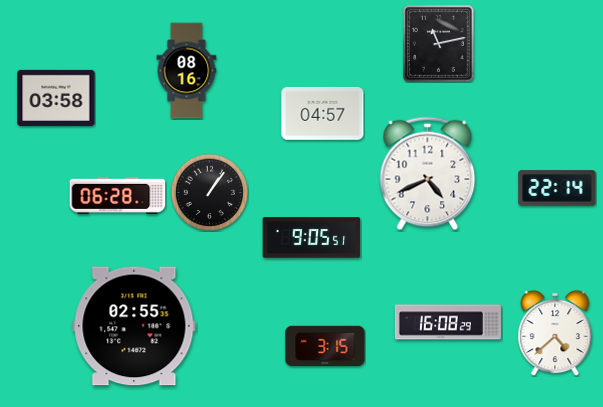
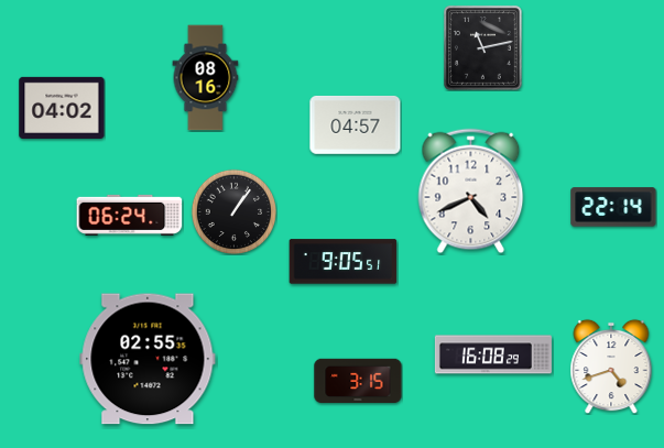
clock at (56, 98): 03:58 -> 04:02
clock at (209, 192) position: (209, 192) -> (233, 211)
clock at (118, 195): 06:28 -> 06:24
clock at (555, 333): 4:38 -> 4:42
